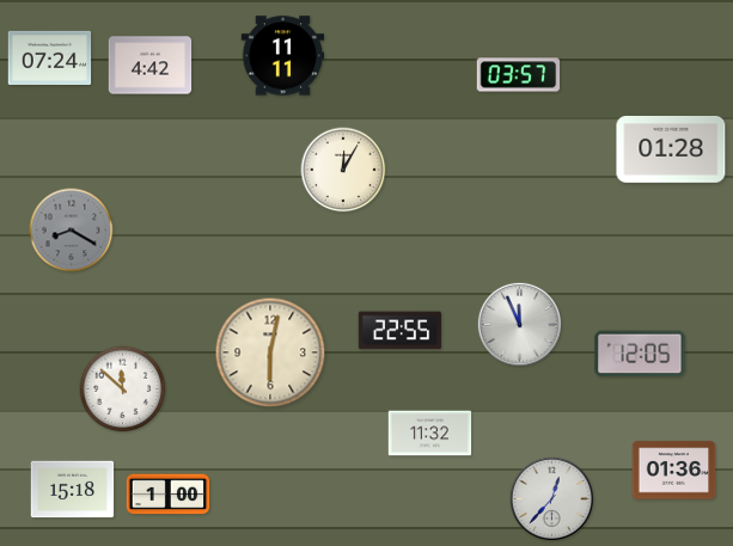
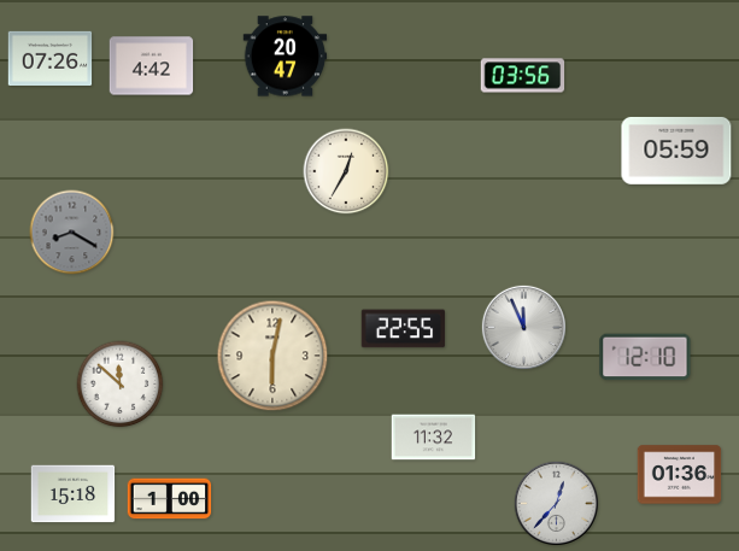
clock at (283, 56): 11:11 -> 20:47
clock at (50, 57): 07:24 -> 07:26
clock at (519, 75): 03:57 -> 03:56
clock at (671, 149): 01:28 -> 05:59
clock at (343, 170): 12:05 -> 12:35
clock at (401, 331) position: (401, 331) -> (404, 329)
clock at (640, 354): 12:05 -> 12:10
clock at (123, 389) position: (123, 389) -> (121, 385)
